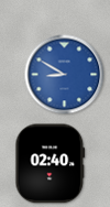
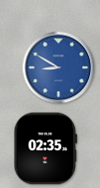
clock at (51, 164): 02:40 -> 02:35
